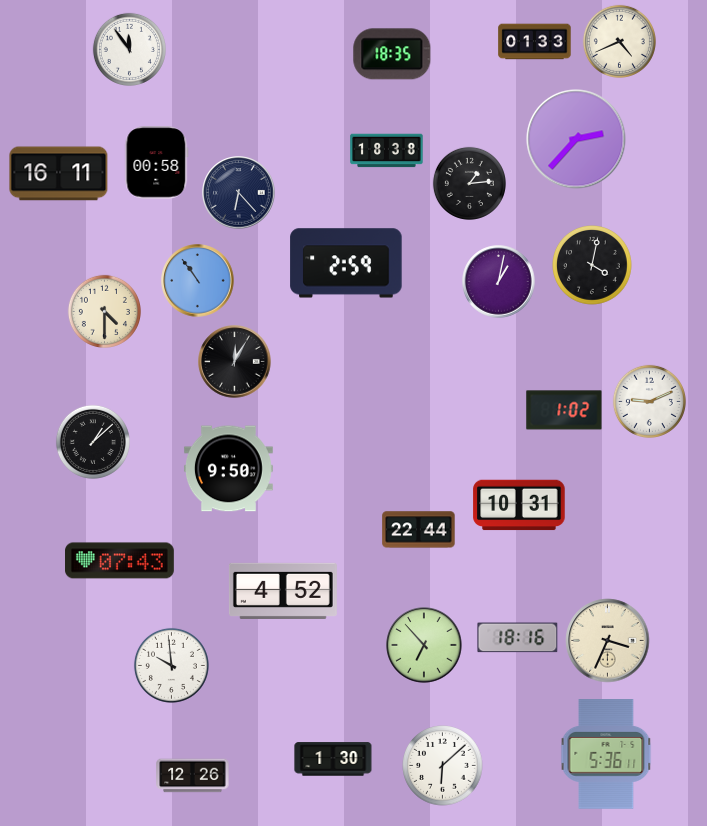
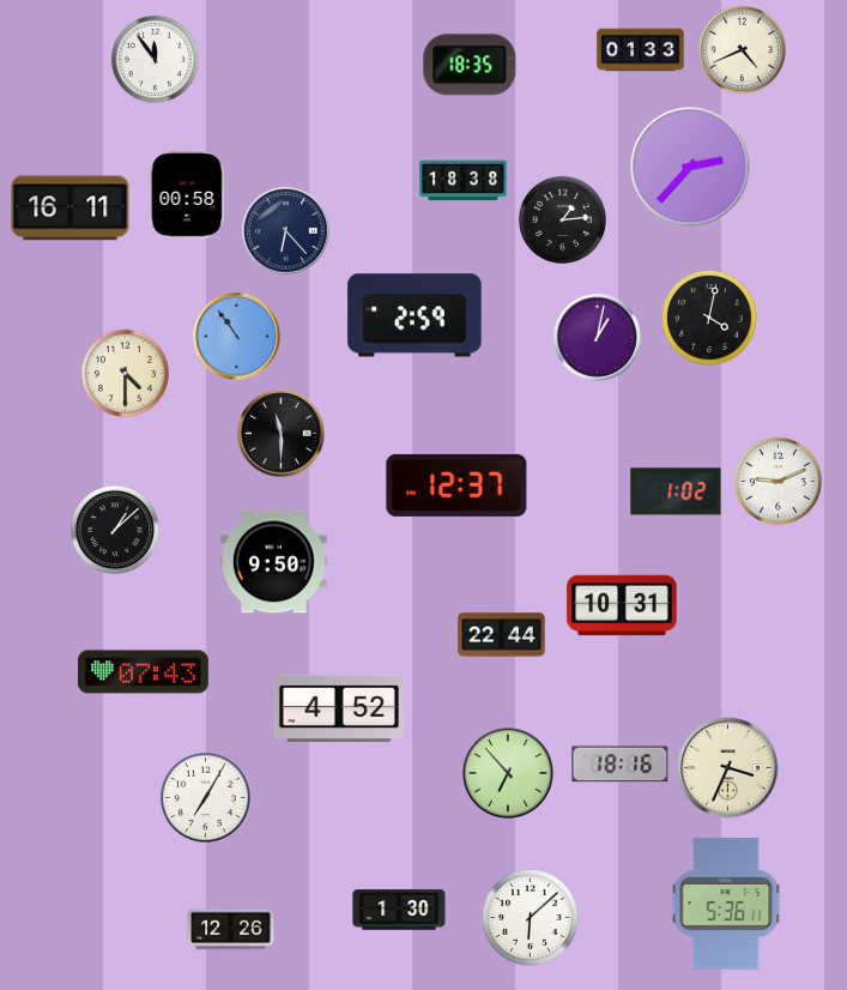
clock at (235, 362): 12:05 -> 11:30
clock at (456, 485): none -> 12:37
clock at (93, 442) position: (93, 442) -> (115, 530)
clock at (171, 665): 9:59 -> 7:05
